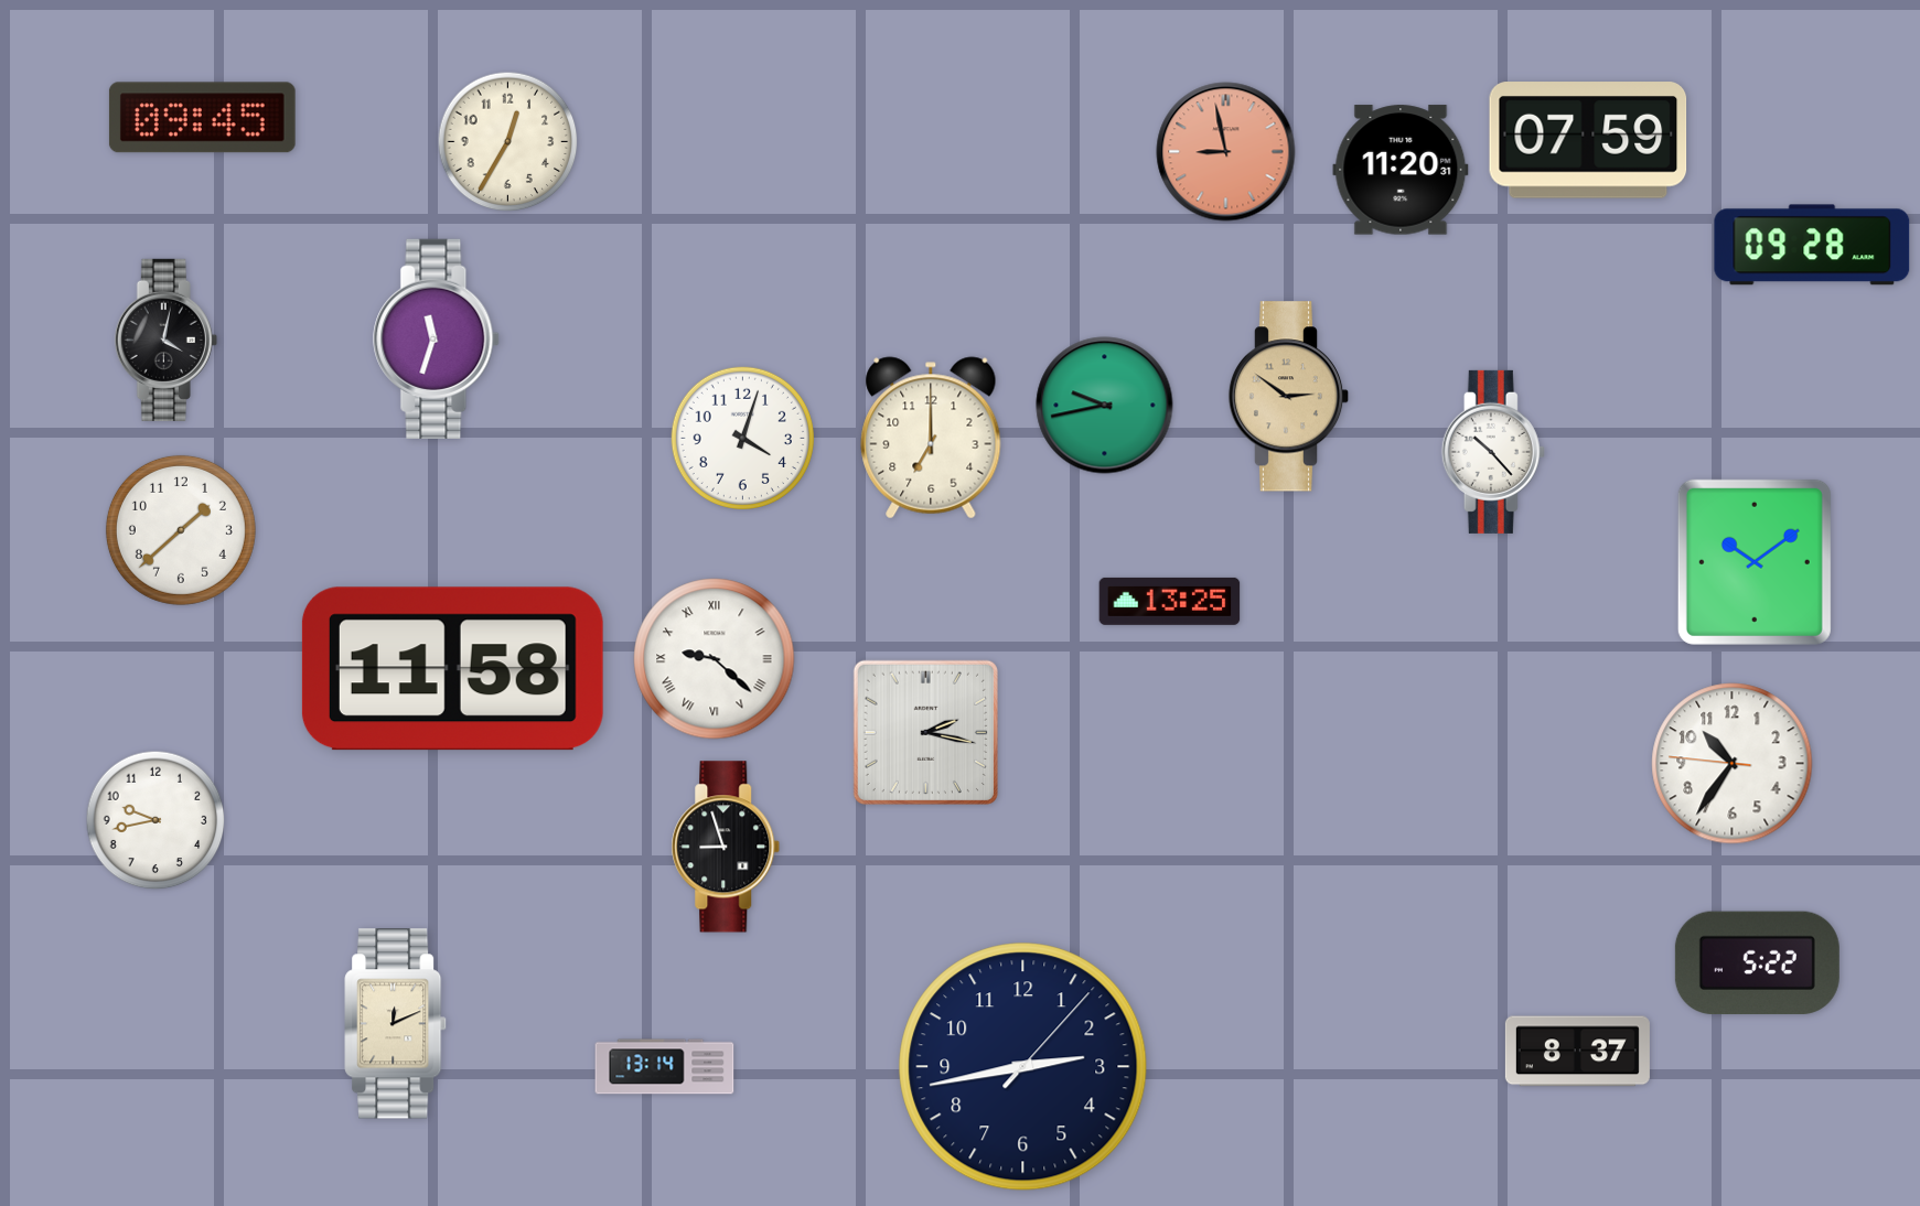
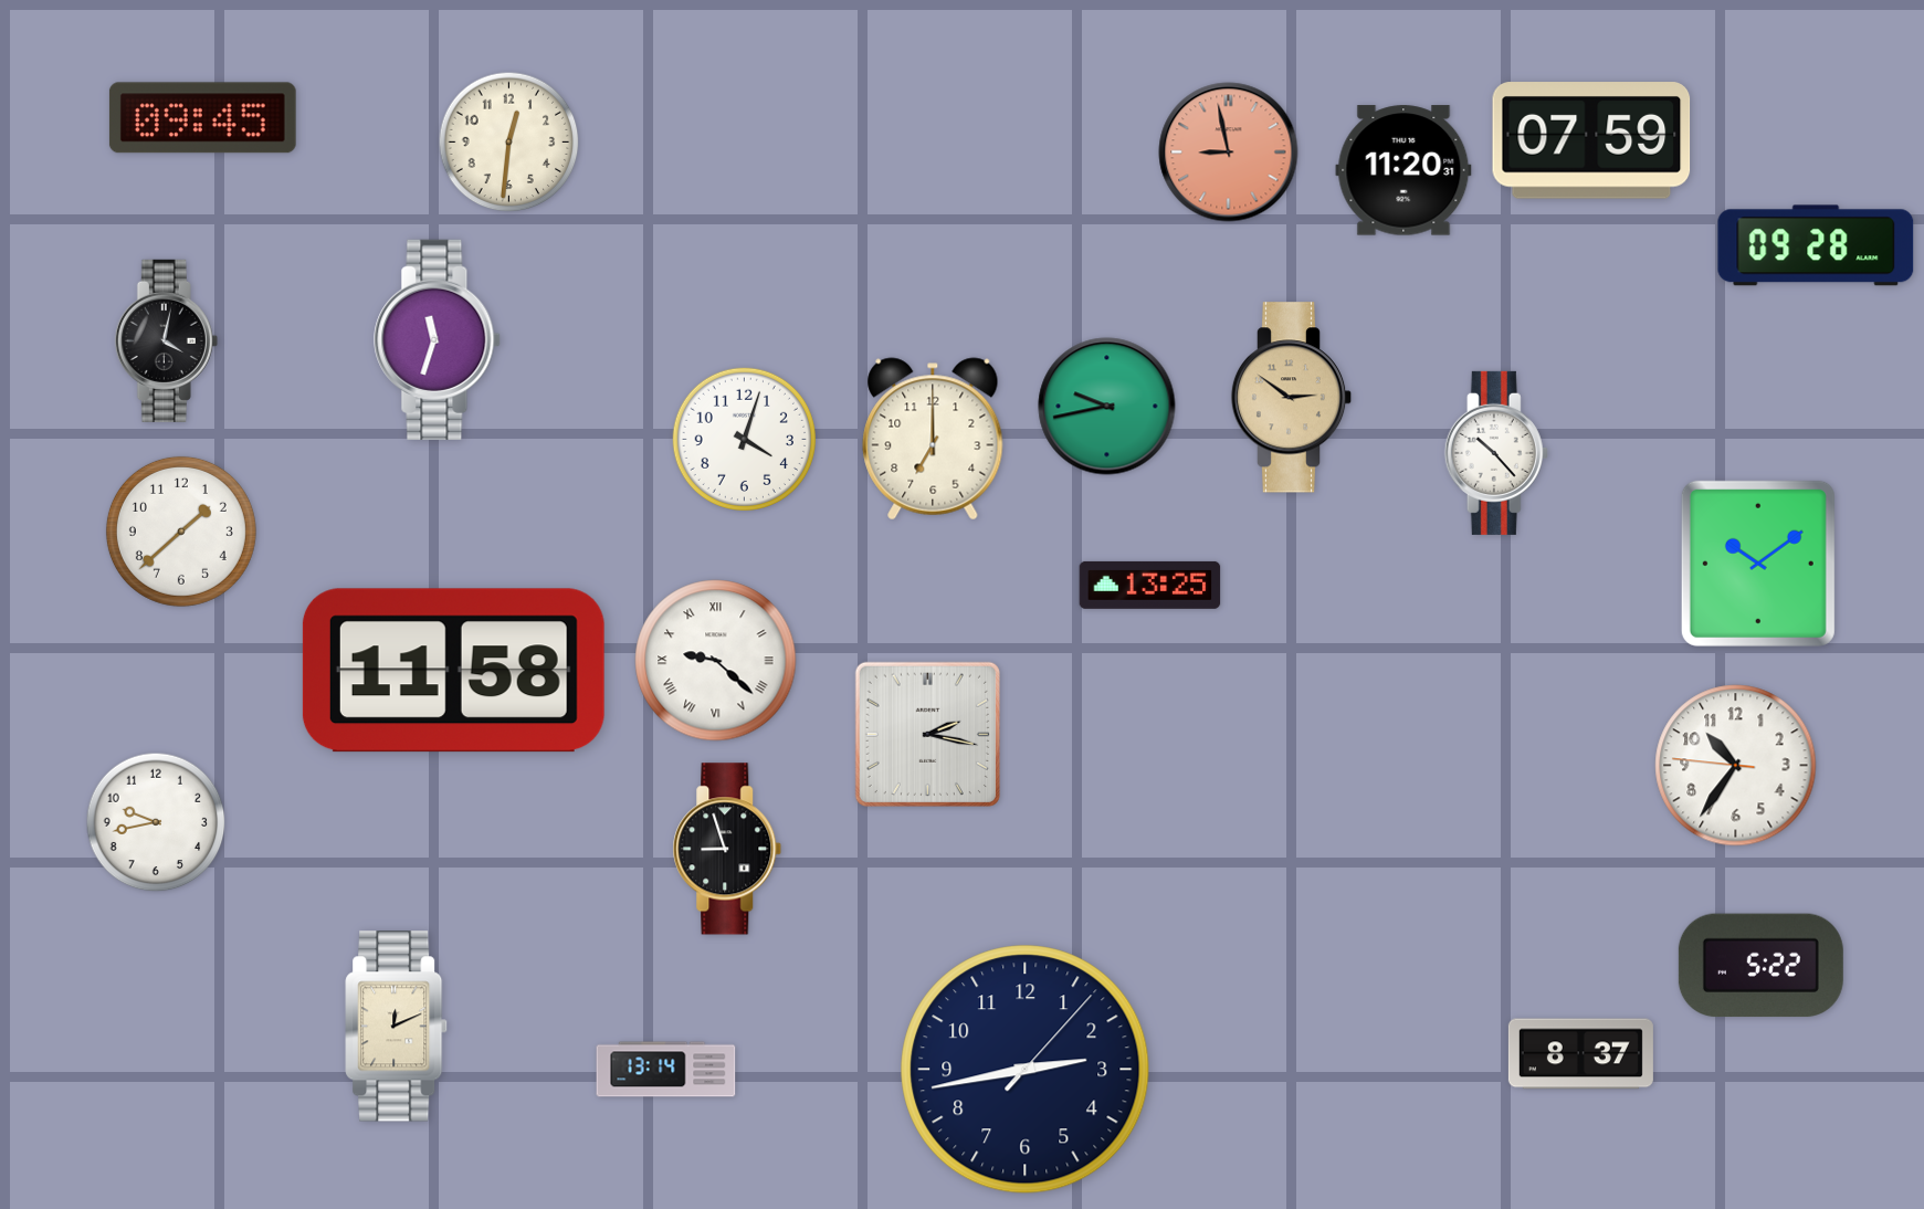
clock at (508, 142): 12:35 -> 12:31
clock at (1170, 601) position: (1170, 601) -> (1150, 585)
